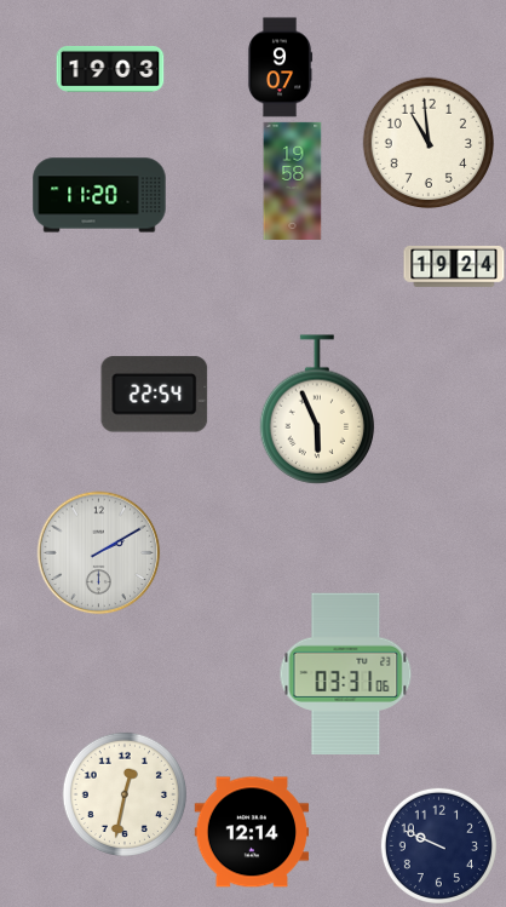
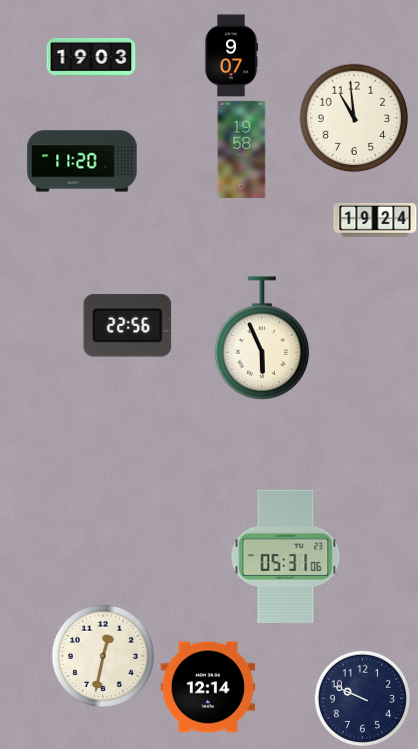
clock at (155, 395): 22:54 -> 22:56
clock at (99, 553): 2:10 -> none
clock at (346, 674): 03:31 -> 05:31
